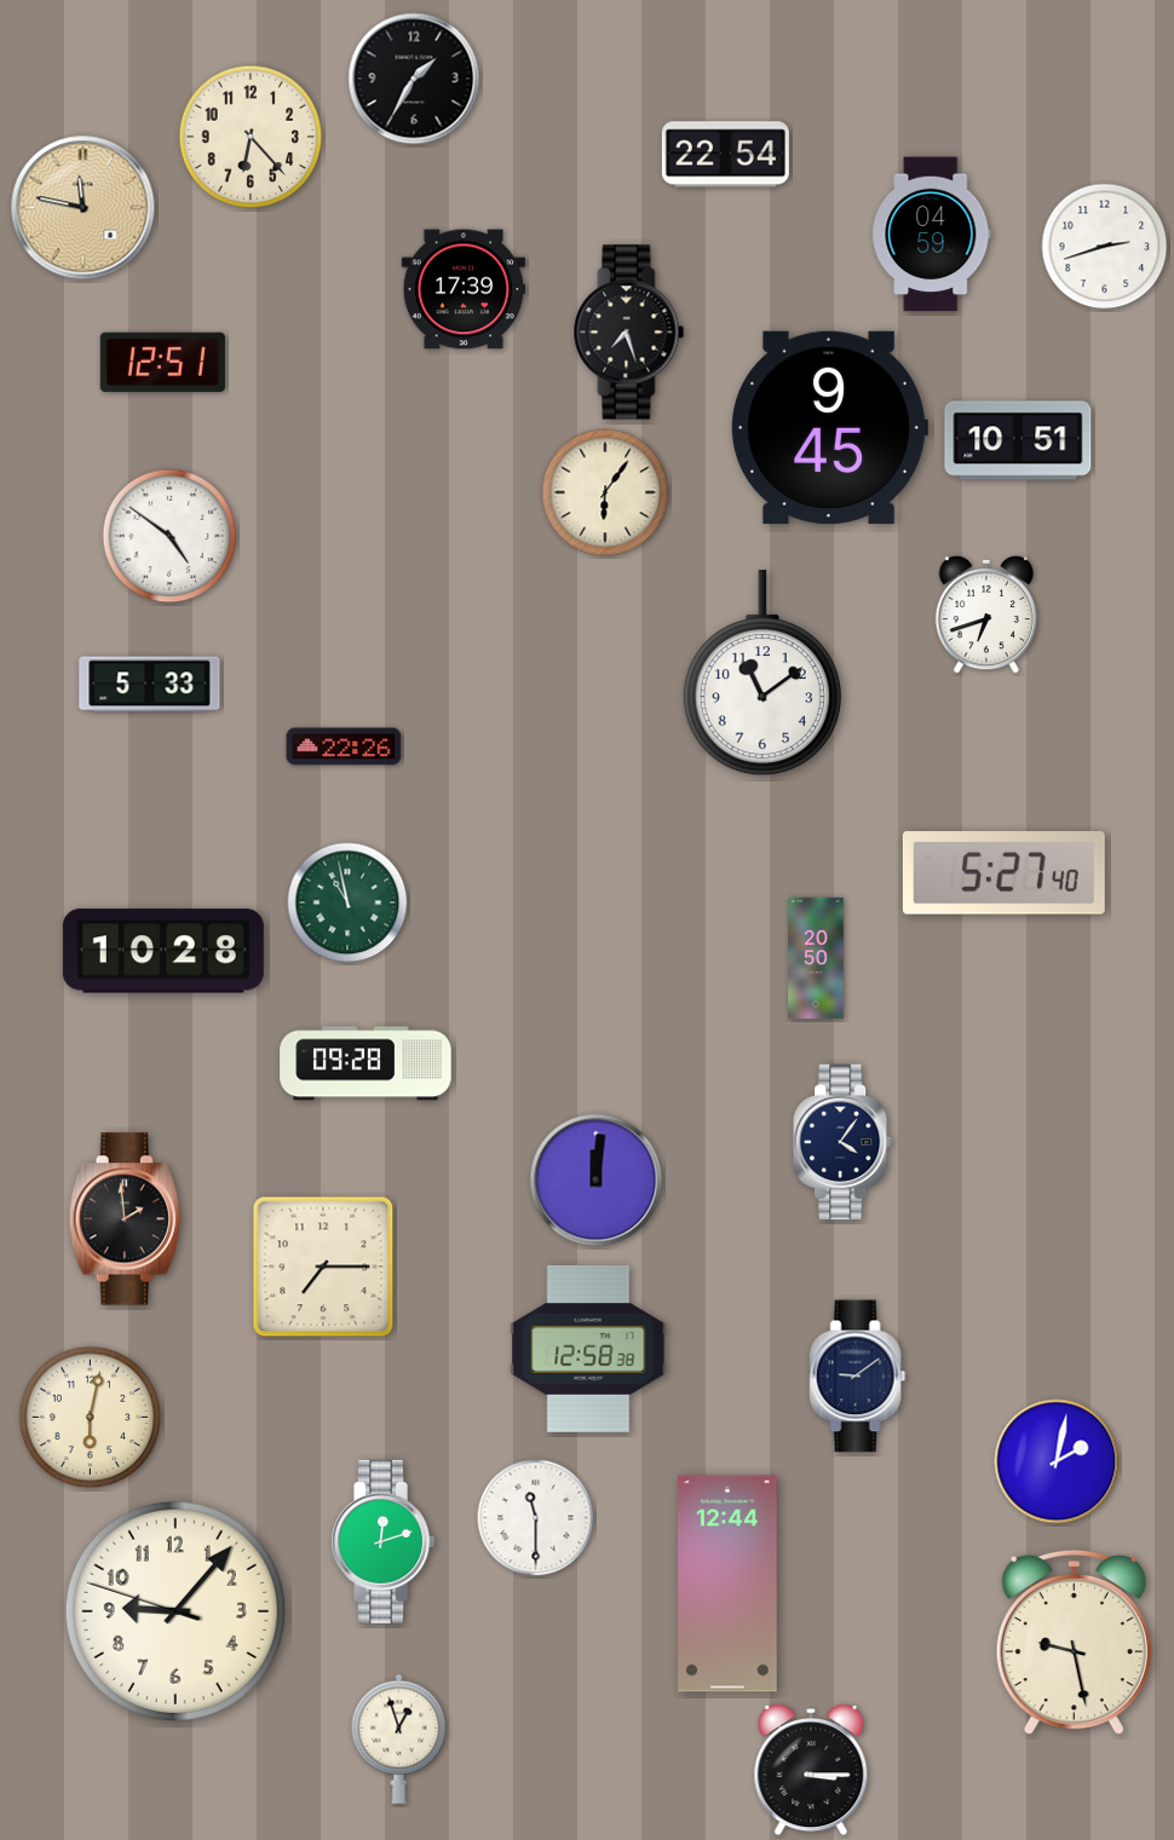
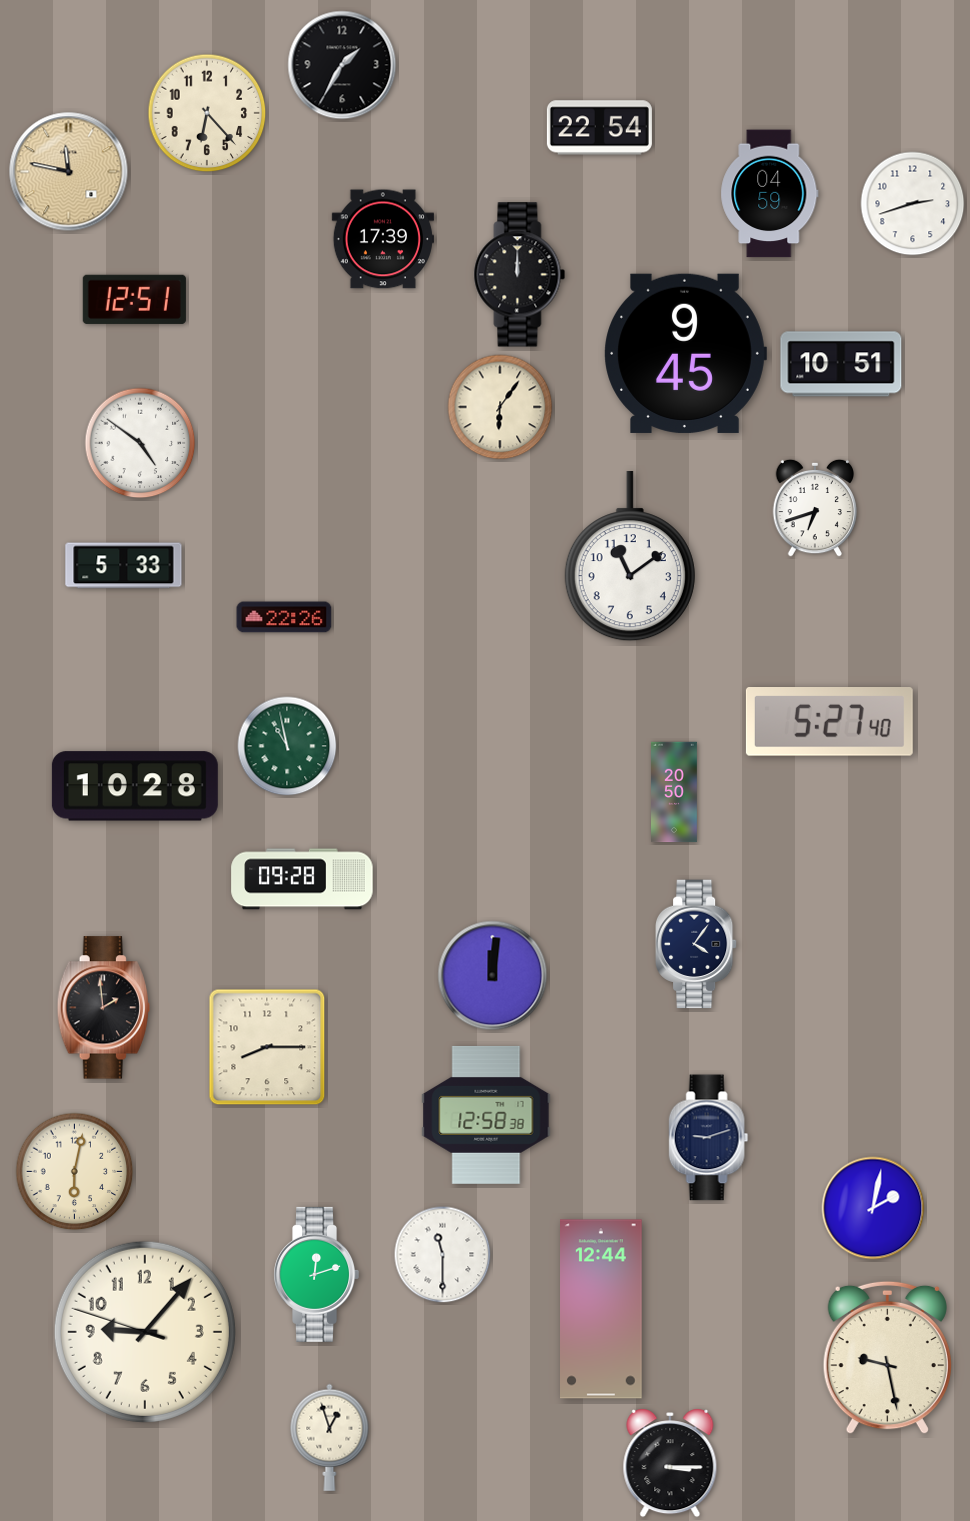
clock at (629, 333): 7:27 -> 12:00
clock at (323, 1267): 7:15 -> 8:15
clock at (858, 1377): 9:09 -> 9:12
